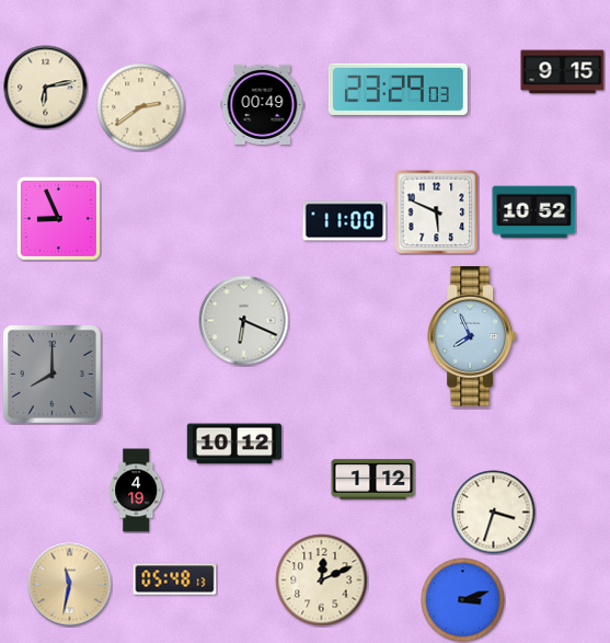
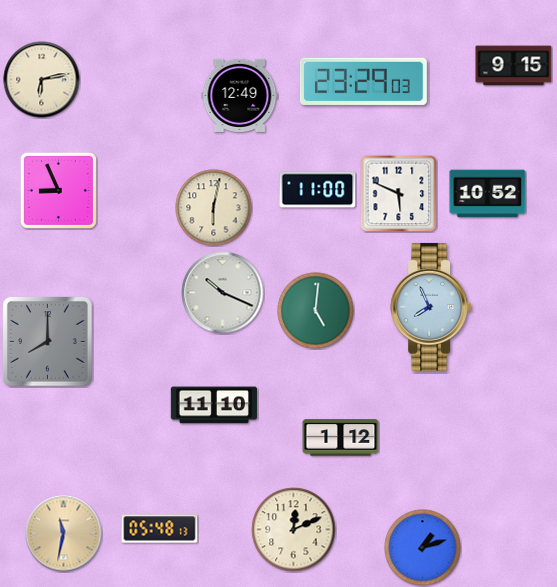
clock at (263, 104): 00:49 -> 12:49
clock at (141, 107): 2:39 -> none
clock at (58, 218) position: (58, 218) -> (58, 190)
clock at (345, 221) position: (345, 221) -> (318, 190)
clock at (214, 208): none -> 6:02
clock at (244, 321): 6:19 -> 10:19
clock at (316, 311): none -> 5:01
clock at (234, 444): 10:12 -> 11:10
clock at (137, 491): 4:19 -> none
clock at (494, 513): 3:33 -> none
clock at (463, 600): 3:12 -> 1:12
